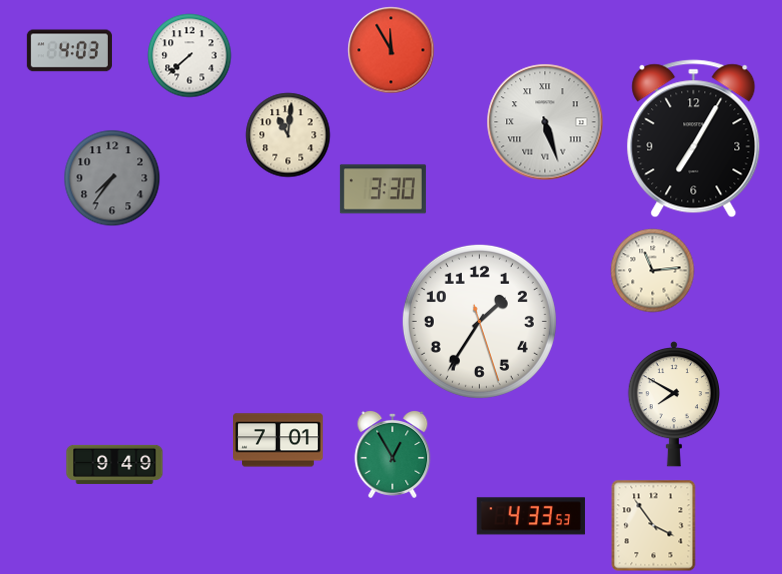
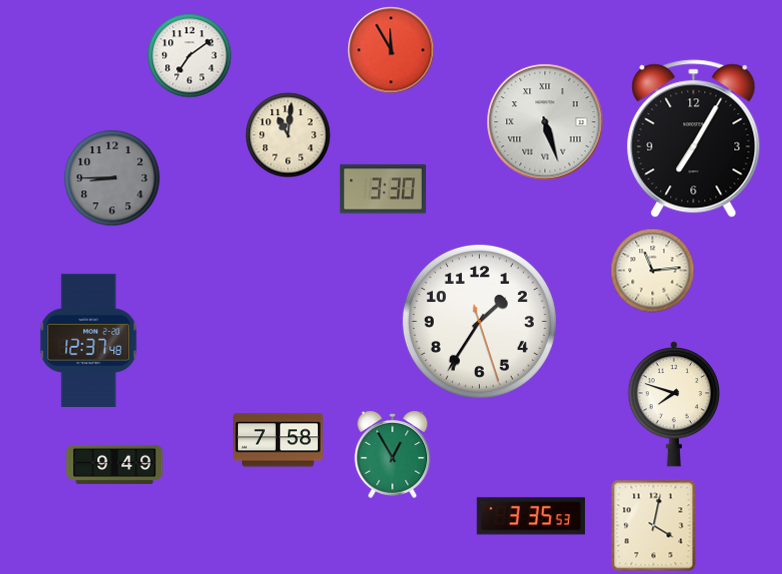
clock at (69, 51): 4:03 -> none
clock at (190, 56): 7:38 -> 7:09
clock at (112, 178): 7:36 -> 8:45
clock at (89, 340): none -> 12:37
clock at (673, 404): 7:50 -> 7:48
clock at (278, 440): 7:01 -> 7:58
clock at (531, 516): 4:33 -> 3:35
clock at (654, 526): 3:54 -> 4:02
